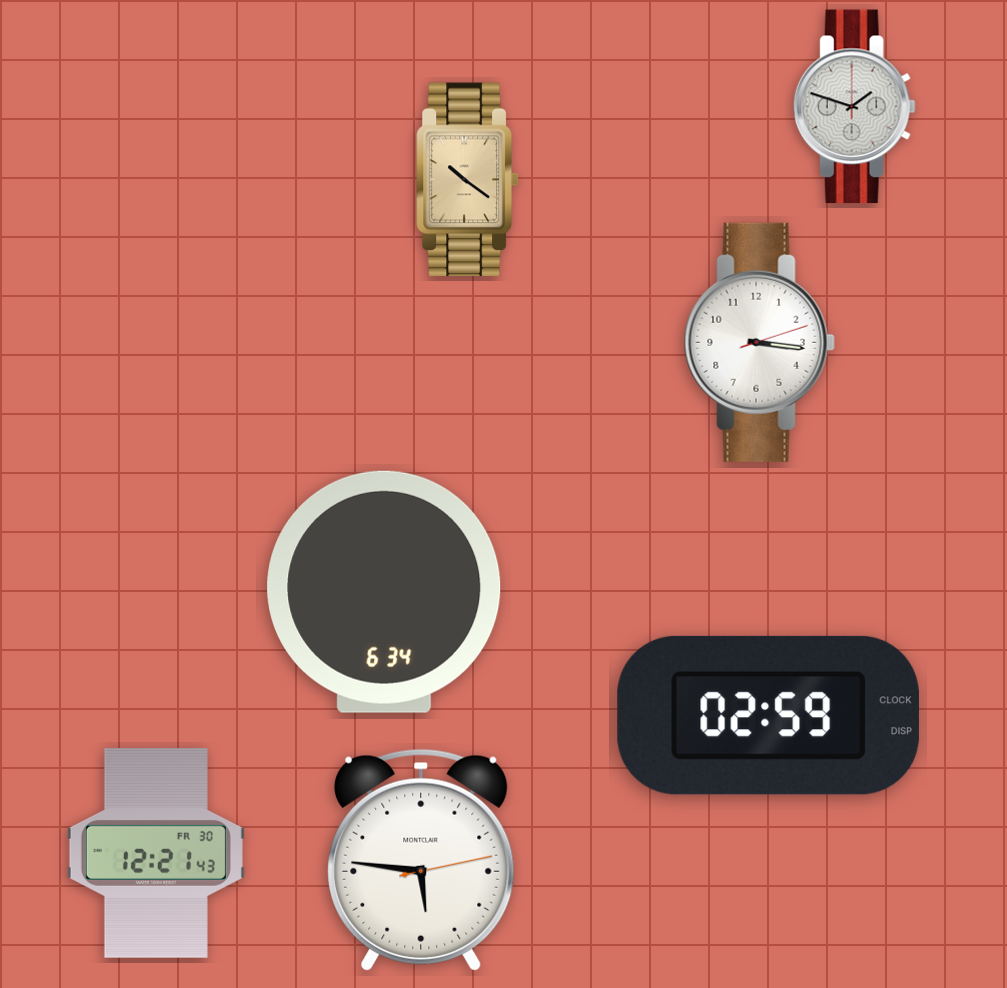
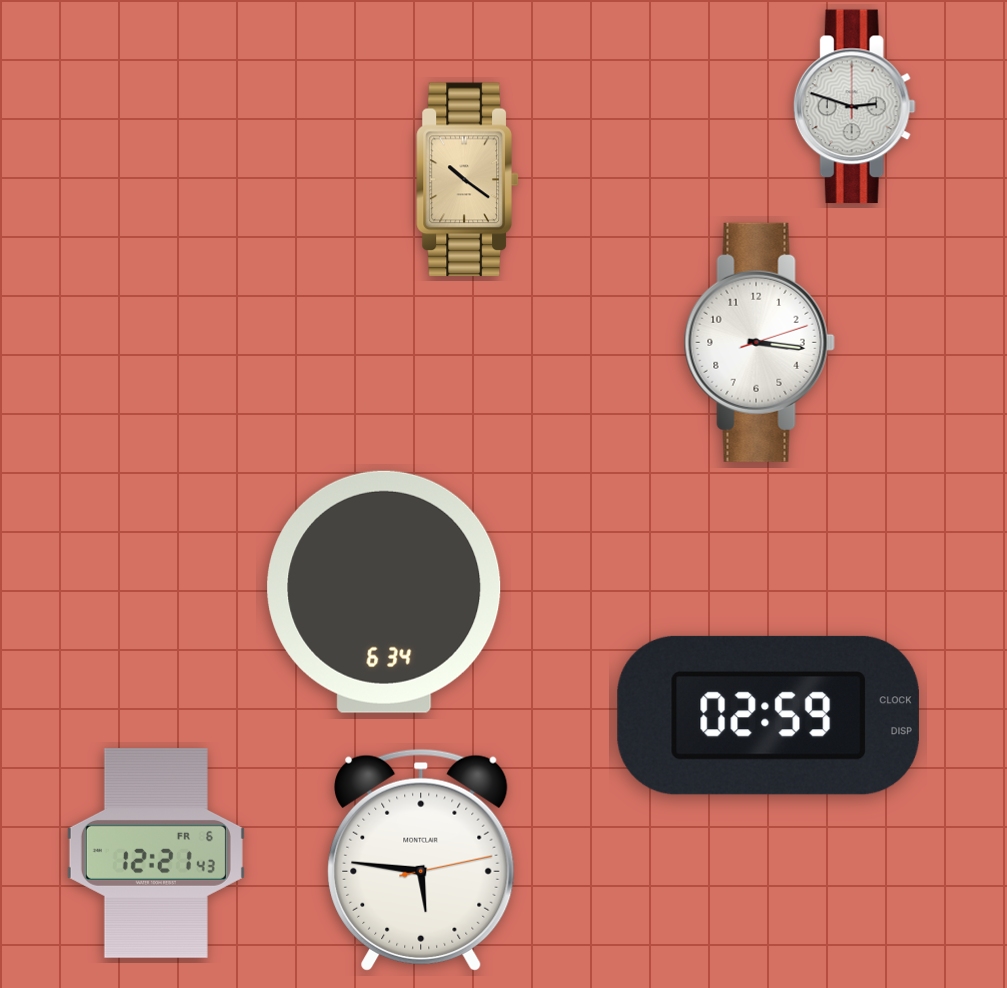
clock at (854, 107): 1:48 -> 2:48
clock at (156, 853) date: FR 30 -> FR 6
